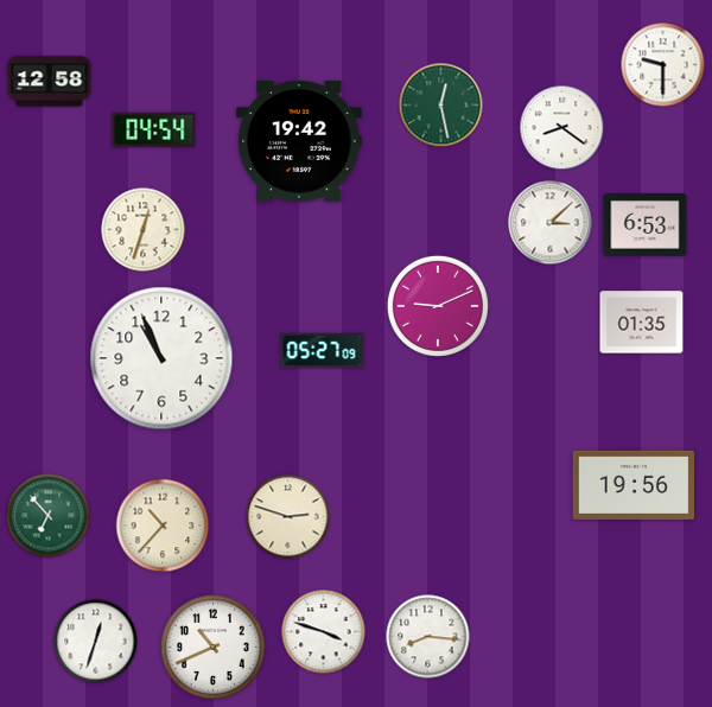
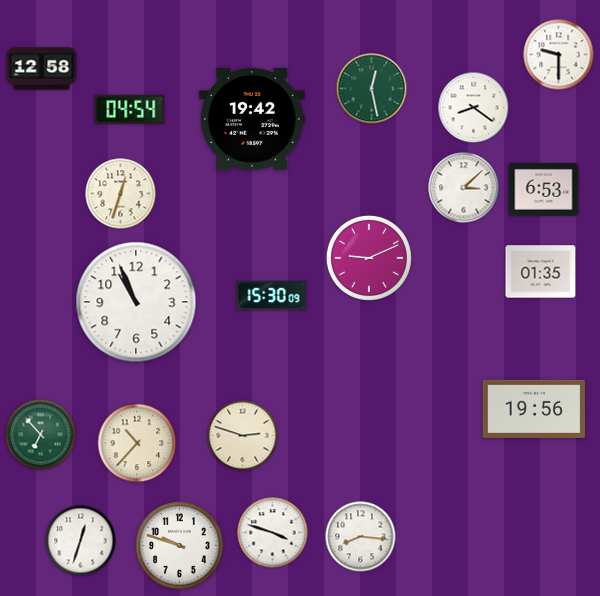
clock at (323, 351): 05:27 -> 15:30
clock at (214, 648): 10:41 -> 9:48
